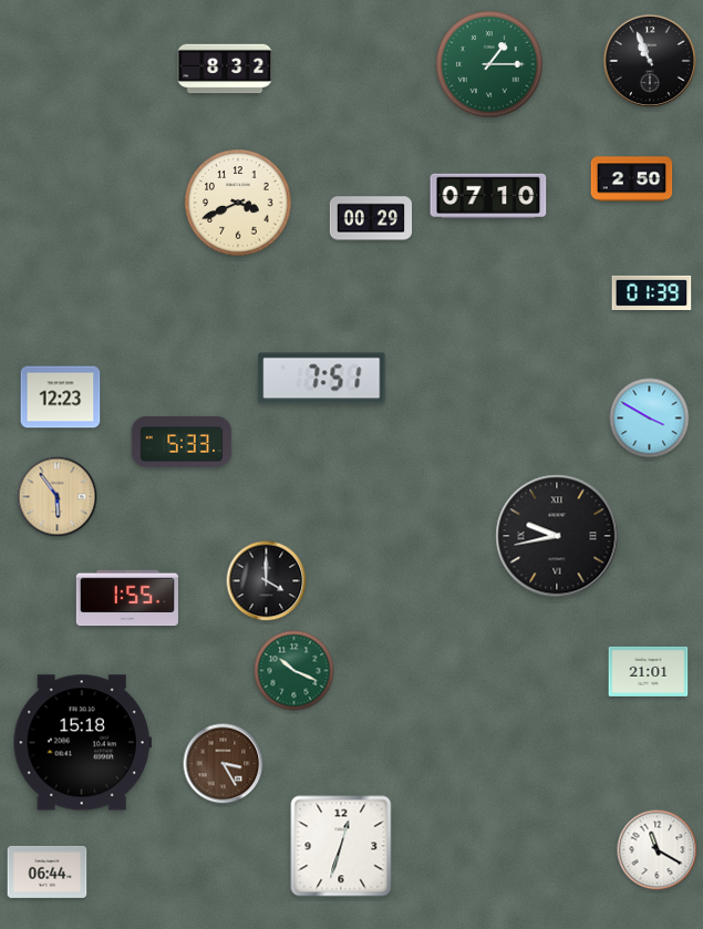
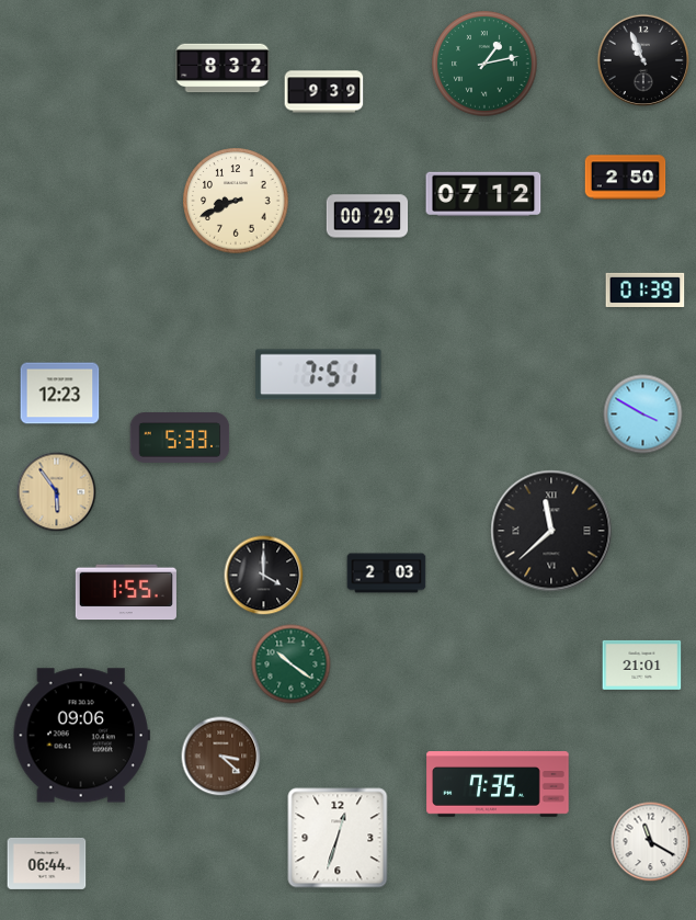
clock at (489, 64): 1:15 -> 1:13
clock at (324, 92): none -> 9:39
clock at (488, 195): 07:10 -> 07:12
clock at (238, 203): 3:41 -> 8:41
clock at (557, 536): 9:43 -> 11:38
clock at (387, 573): none -> 2:03
clock at (294, 671): 10:19 -> 10:21
clock at (82, 743): 15:18 -> 09:06
clock at (224, 764): 3:25 -> 3:22
clock at (498, 784): none -> 7:35
